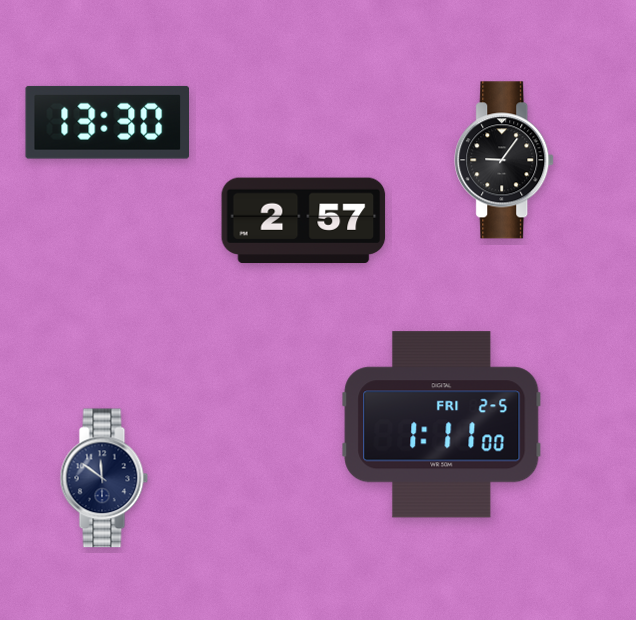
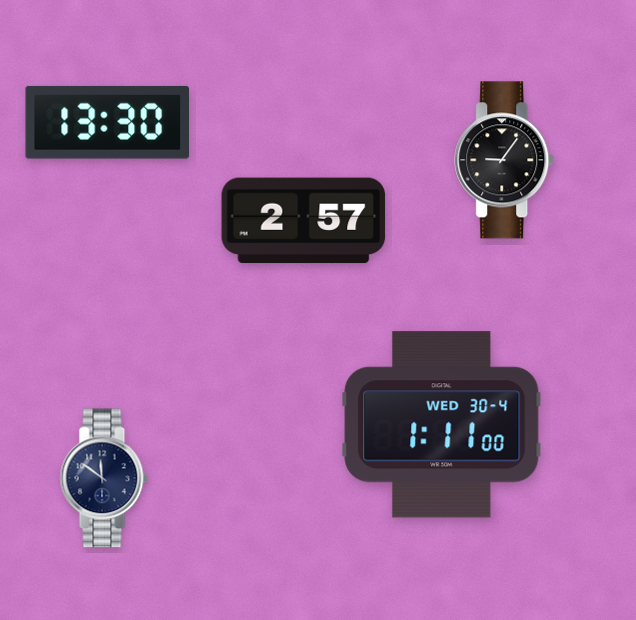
clock at (442, 425) date: FRI 2-5 -> WED 30-4
